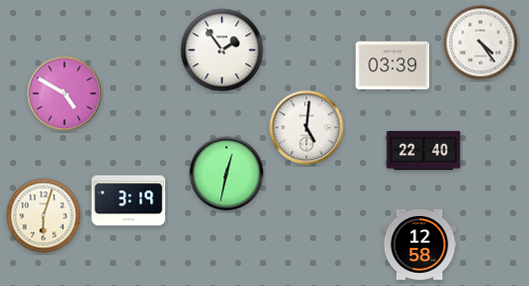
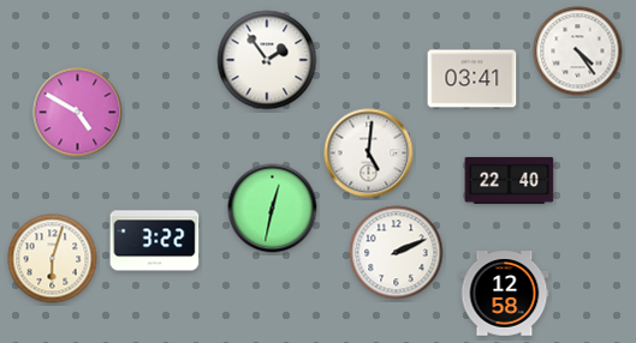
clock at (393, 66): 03:39 -> 03:41
clock at (129, 201): 3:19 -> 3:22
clock at (397, 253): none -> 2:11
